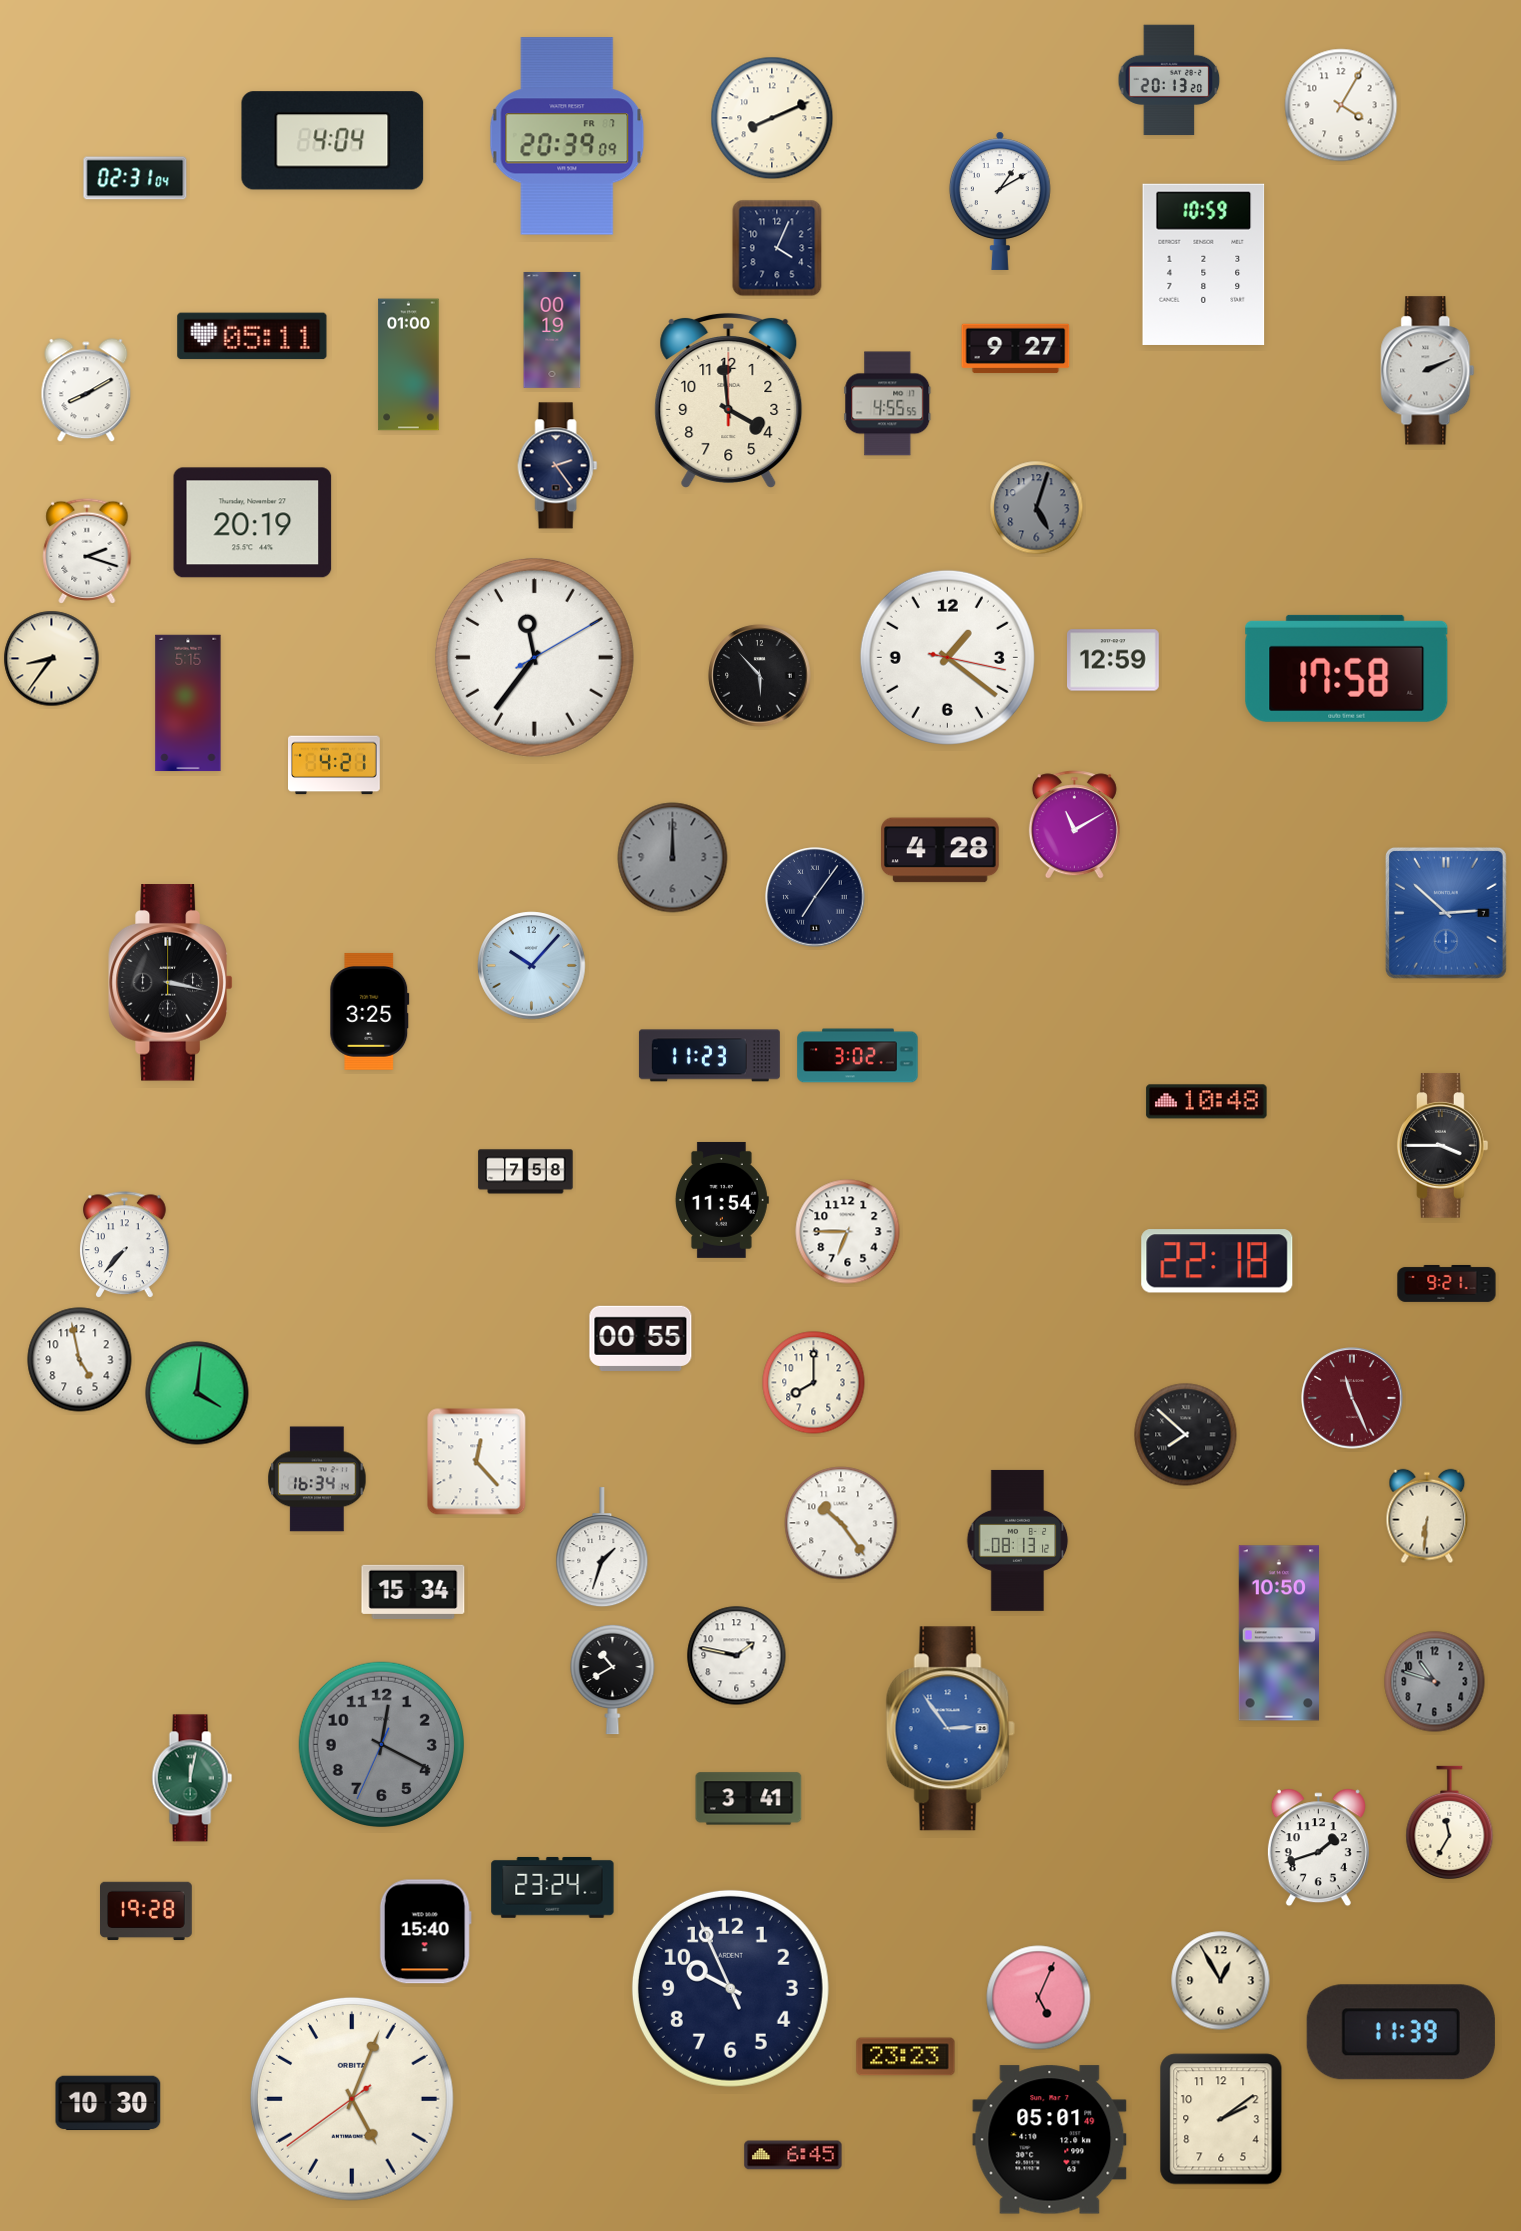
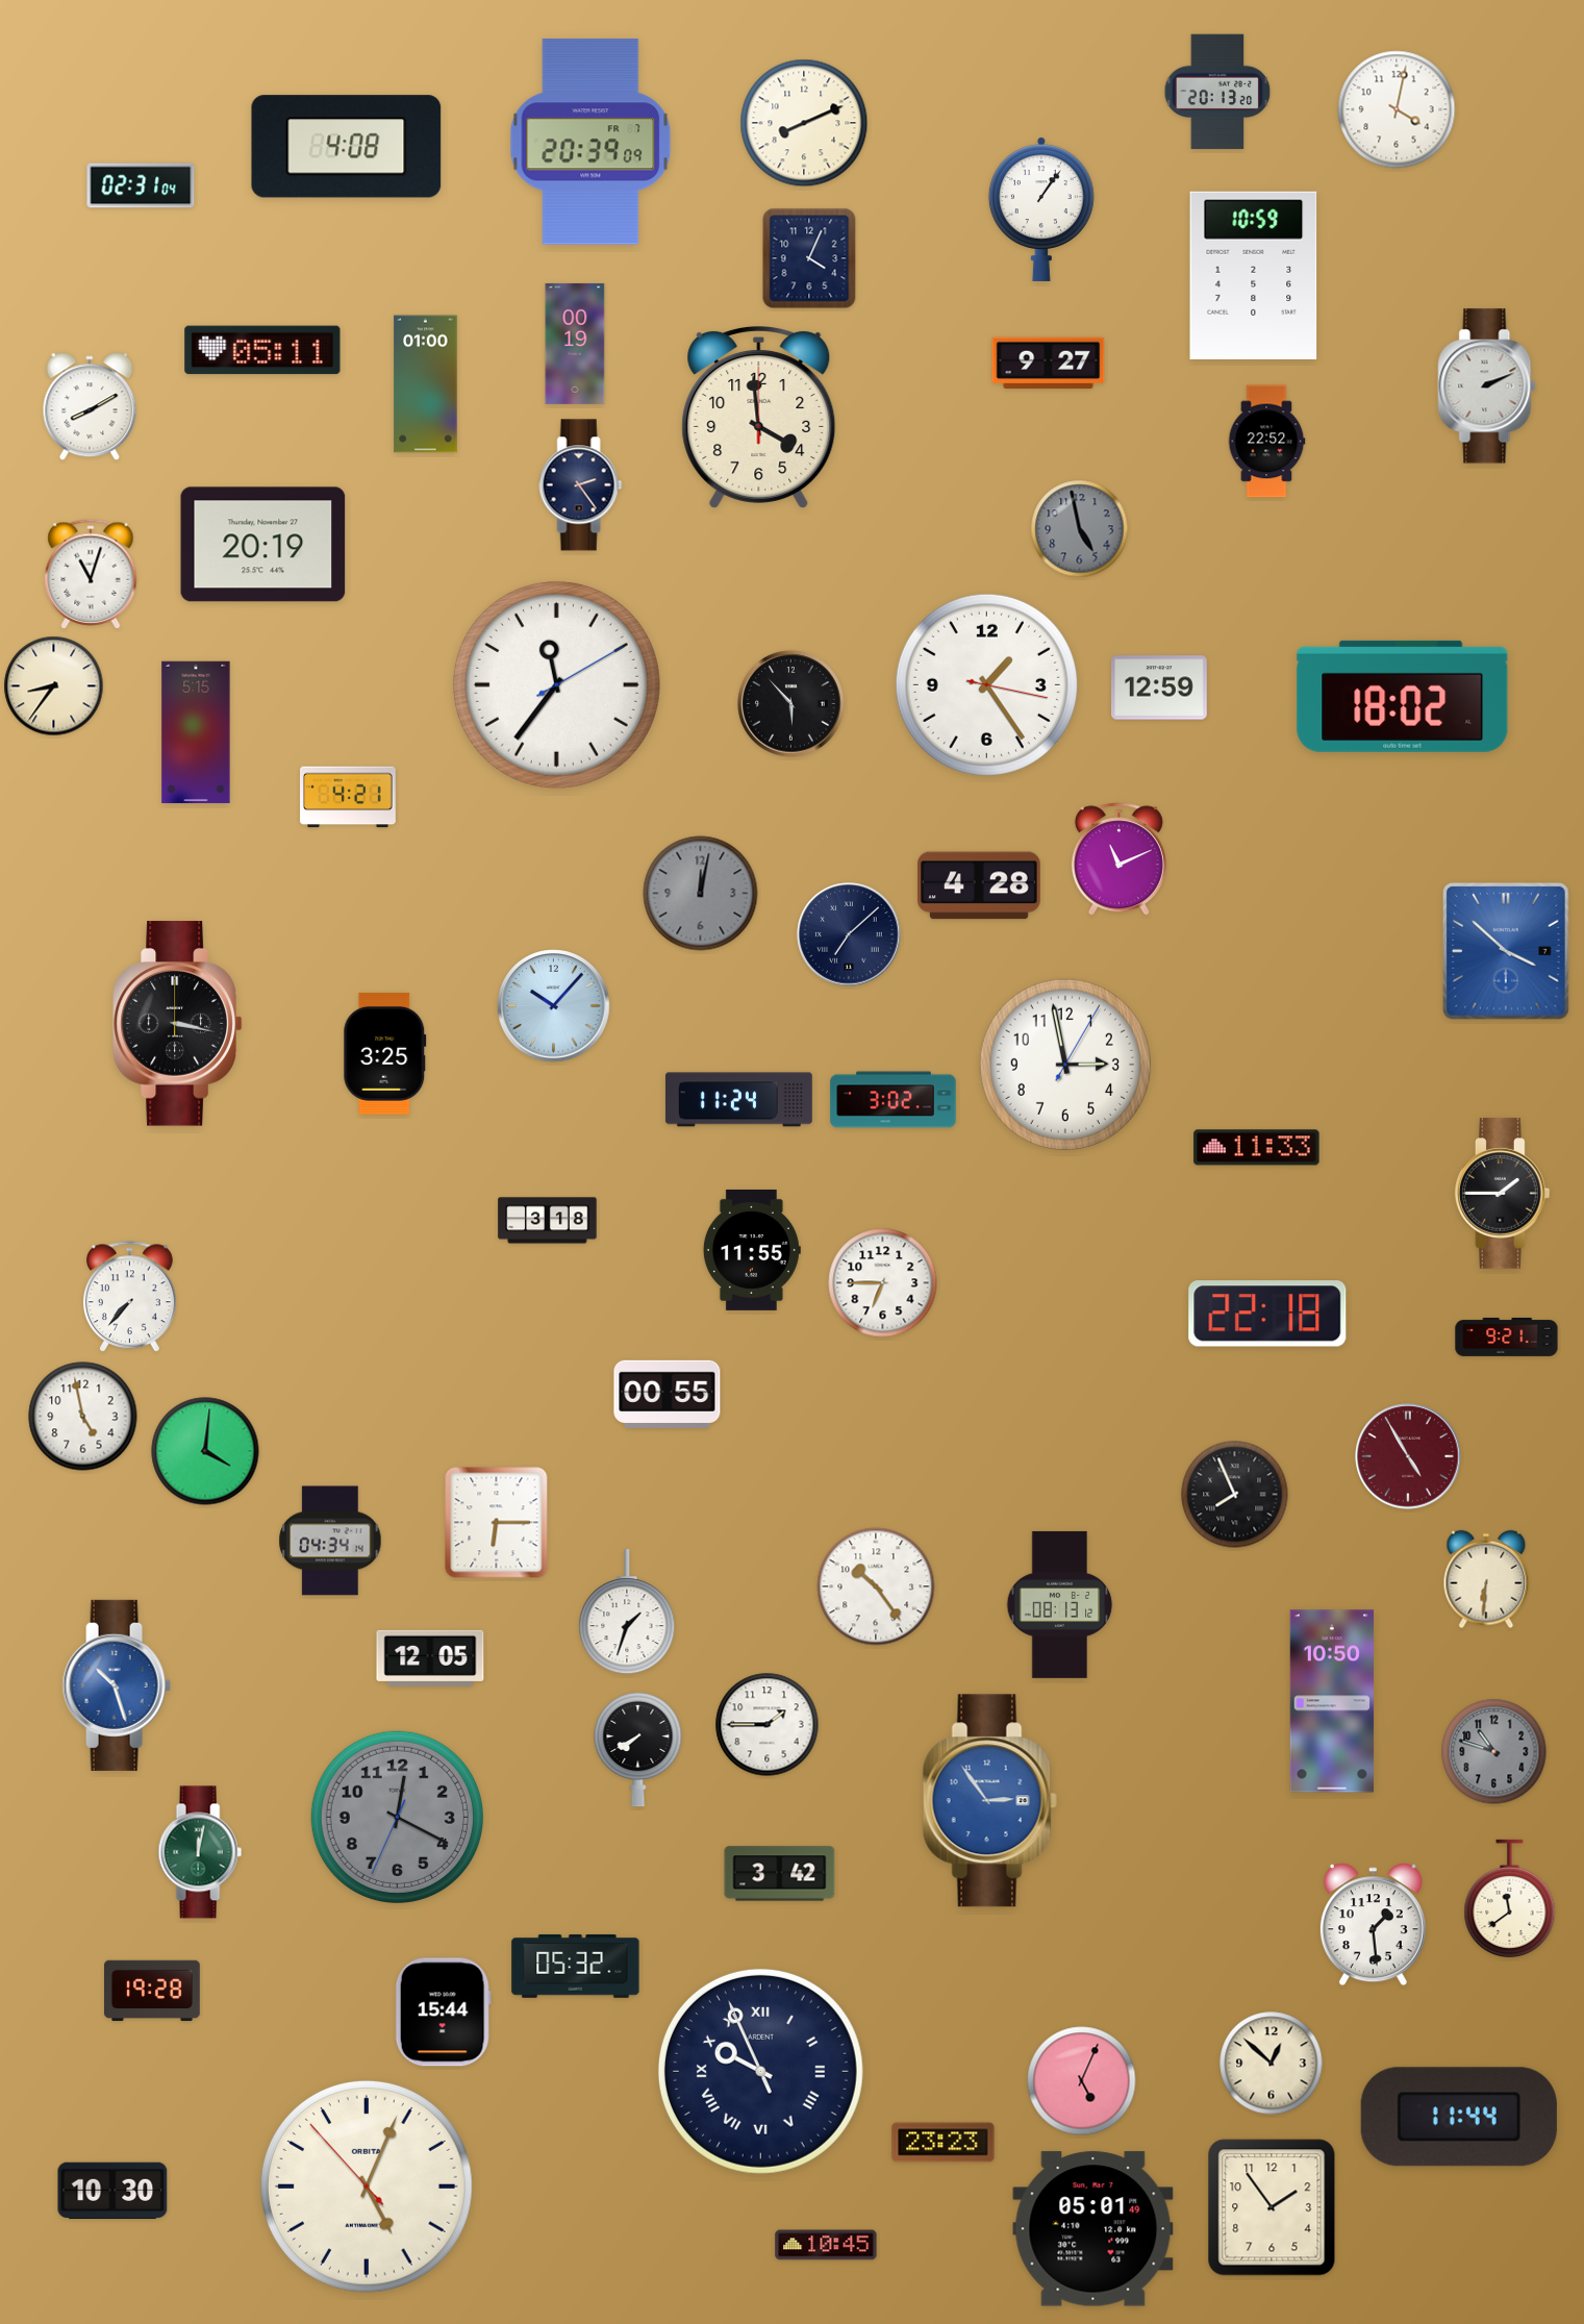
clock at (1169, 80) position: (1169, 80) -> (1217, 92)
clock at (1341, 105): 4:05 -> 4:02
clock at (333, 141): 4:04 -> 4:08
clock at (1000, 201): 1:10 -> 1:06
clock at (1016, 349) position: (1016, 349) -> (1049, 364)
clock at (409, 365) position: (409, 365) -> (426, 384)
clock at (888, 404): 4:55 -> none
clock at (1266, 442): none -> 22:52
clock at (1037, 508): 5:03 -> 4:58
clock at (87, 551): 2:18 -> 11:03
clock at (947, 657): 1:21 -> 1:24
clock at (1347, 668): 17:58 -> 18:02
clock at (1074, 825): 11:10 -> 11:11
clock at (673, 858): 12:00 -> 12:02
clock at (815, 897): 7:06 -> 7:08
clock at (1446, 913): 2:52 -> 3:52
clock at (1065, 1065): none -> 2:58
clock at (709, 1056): 11:23 -> 11:24
clock at (1207, 1102): 10:48 -> 11:33
clock at (1443, 1146): 3:45 -> 1:45
clock at (526, 1172): 7:58 -> 3:18
clock at (722, 1200): 11:54 -> 11:55
clock at (814, 1383): 8:00 -> none
clock at (1352, 1398): 11:26 -> 4:55
clock at (1186, 1435): 7:52 -> 7:56
clock at (477, 1462): 12:23 -> 6:15
clock at (317, 1479): 16:34 -> 04:34
clock at (413, 1592): 15:34 -> 12:05
clock at (117, 1685): none -> 10:27
clock at (737, 1656): 1:47 -> 1:45
clock at (613, 1679): 10:40 -> 7:40
clock at (749, 1799): 3:41 -> 3:42
clock at (1450, 1822): 11:35 -> 11:39
clock at (1318, 1848): 1:42 -> 1:29
clock at (553, 1887): 23:24 -> 05:32
clock at (425, 1932): 15:40 -> 15:44
clock at (1221, 1981): 12:55 -> 12:52
clock at (730, 1988) numerals: Arabic -> Roman
clock at (1401, 2032): 11:39 -> 11:44
clock at (352, 2099): 5:03:39 -> 5:03:53
clock at (1221, 2119): 2:09 -> 1:54
clock at (793, 2155): 6:45 -> 10:45
